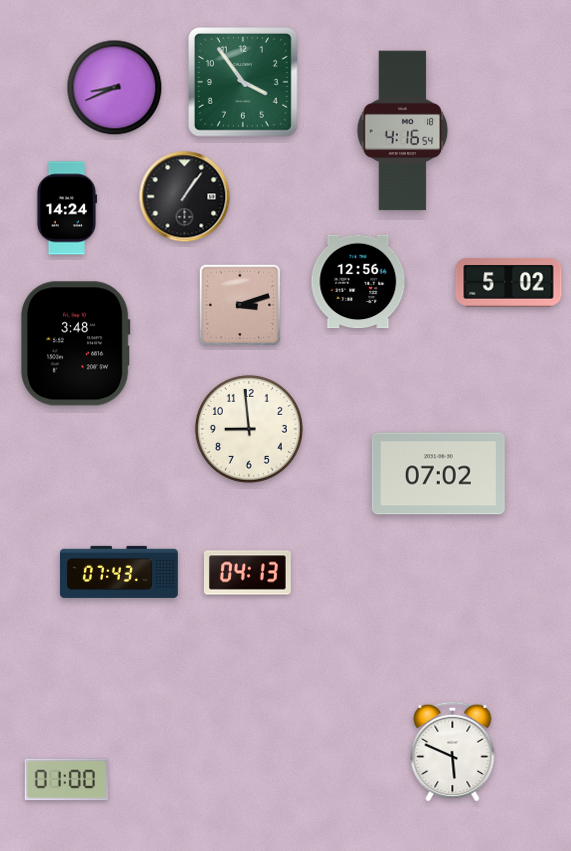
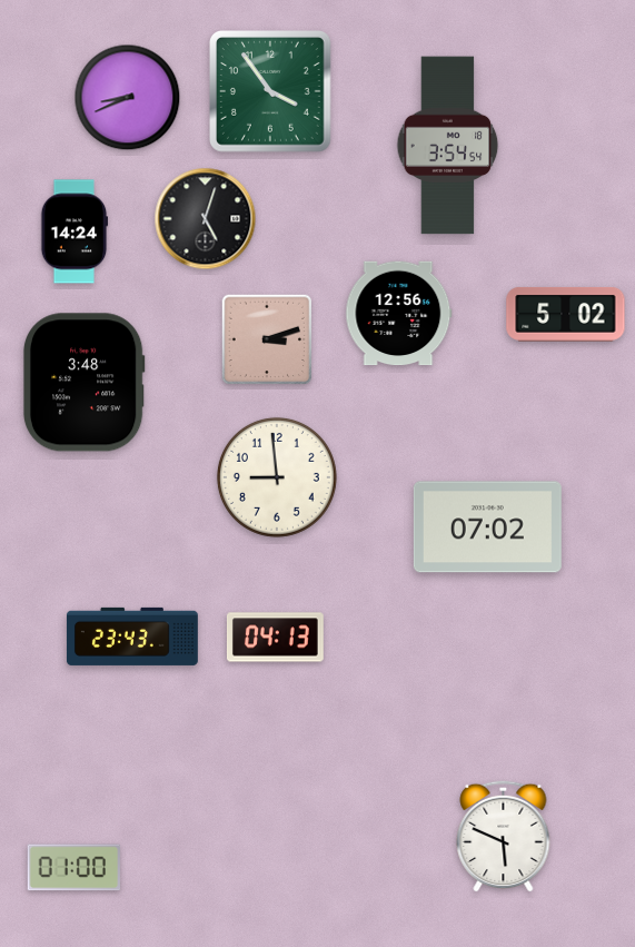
clock at (403, 131): 4:16 -> 3:54
clock at (185, 197): 1:06 -> 5:03
clock at (119, 572): 07:43 -> 23:43
